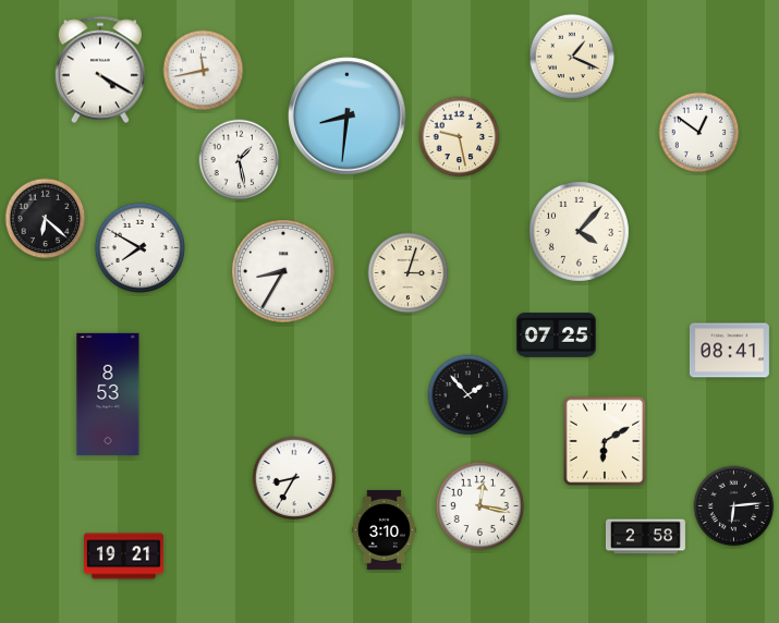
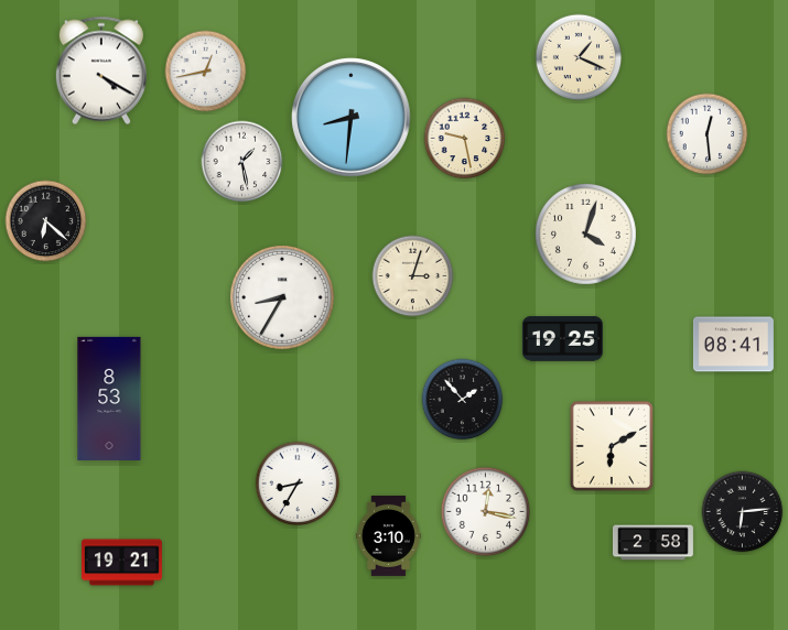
clock at (204, 71): 11:43 -> 12:43
clock at (699, 133): 12:51 -> 12:29
clock at (579, 231): 4:07 -> 4:03
clock at (139, 247): 7:50 -> none
clock at (283, 271) position: (283, 271) -> (282, 297)
clock at (556, 335): 07:25 -> 19:25
clock at (729, 351) position: (729, 351) -> (733, 345)
clock at (468, 395) position: (468, 395) -> (463, 400)
clock at (123, 557) position: (123, 557) -> (121, 563)
